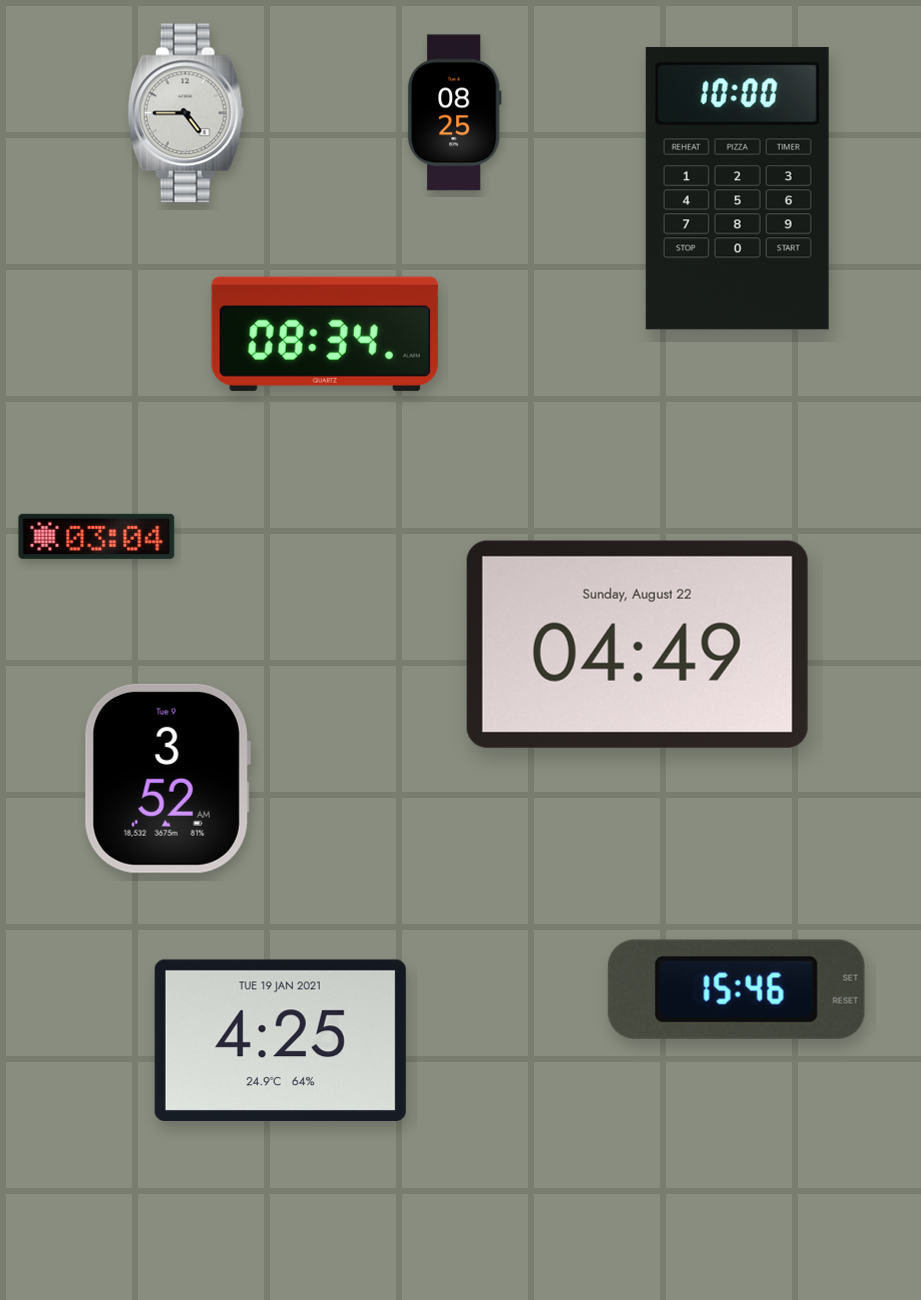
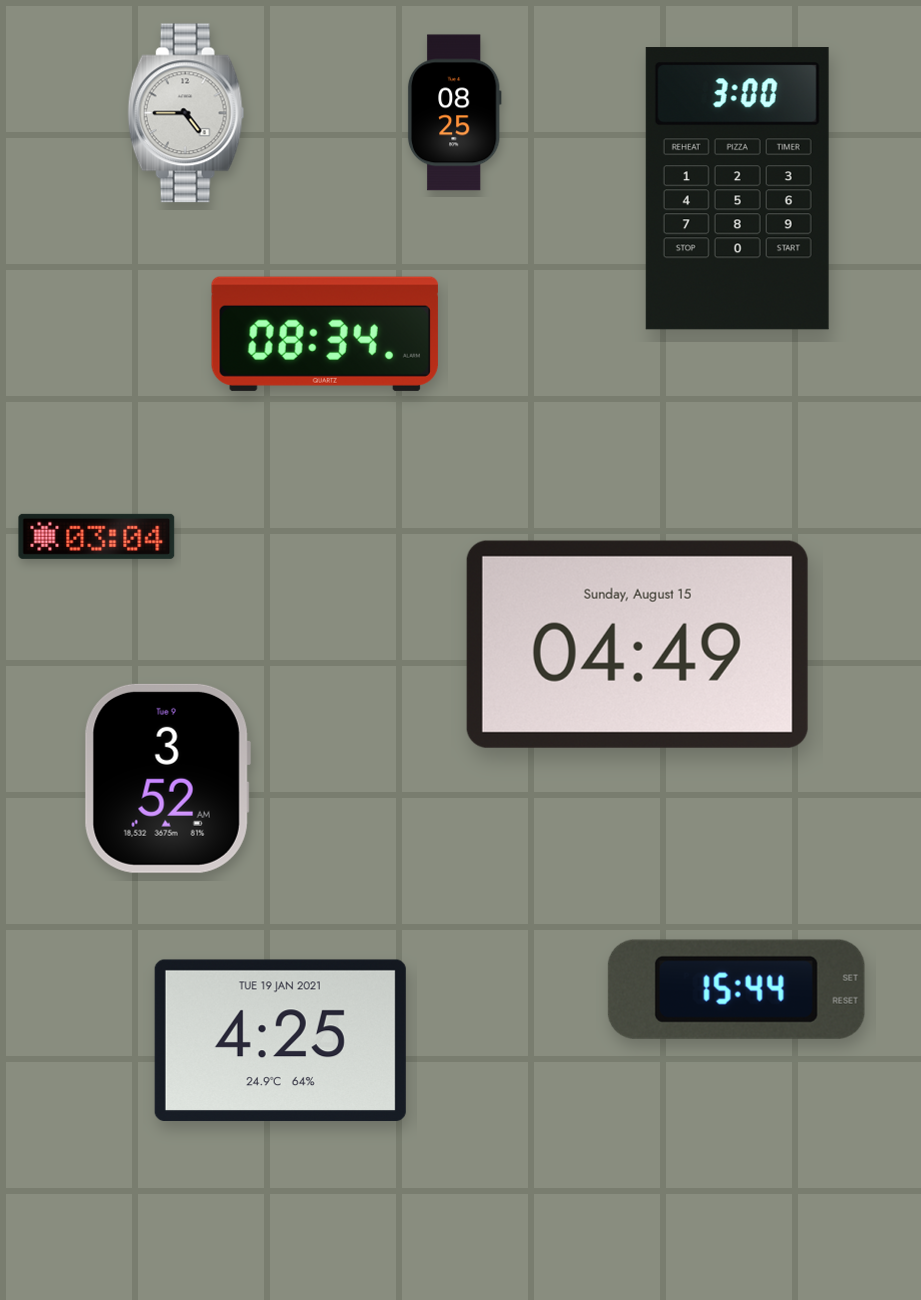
clock at (737, 189): 10:00 -> 3:00
clock at (637, 644) date: Sunday, August 22 -> Sunday, August 15
clock at (736, 989): 15:46 -> 15:44
